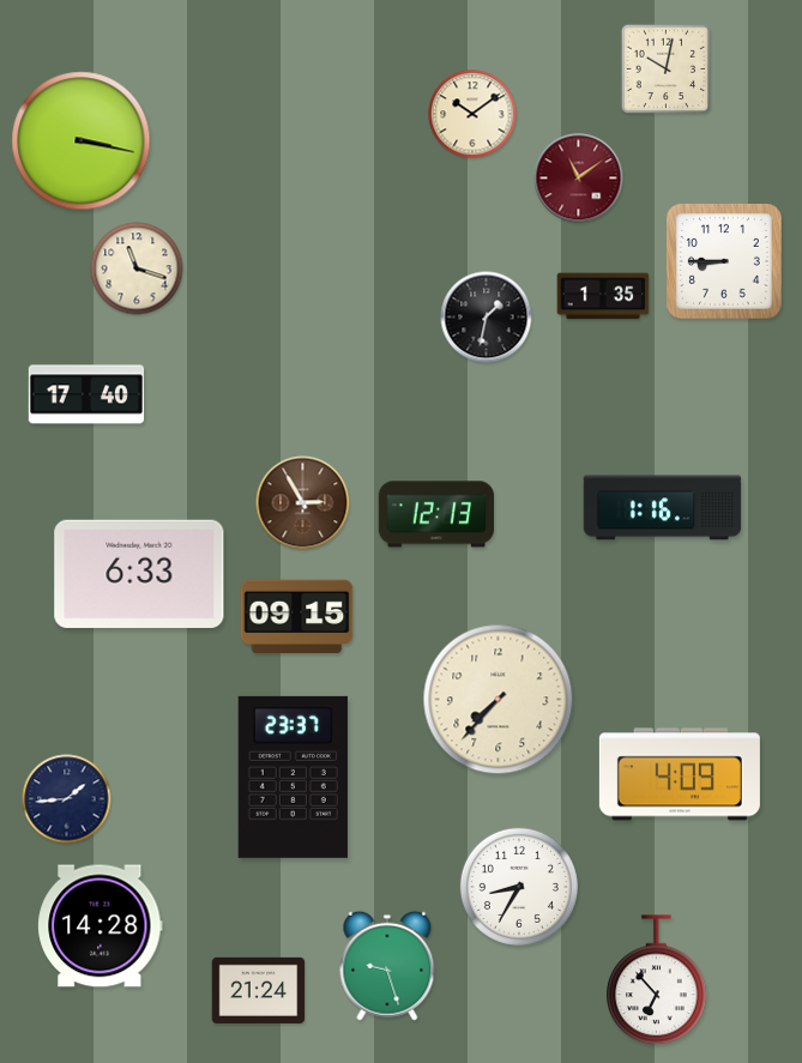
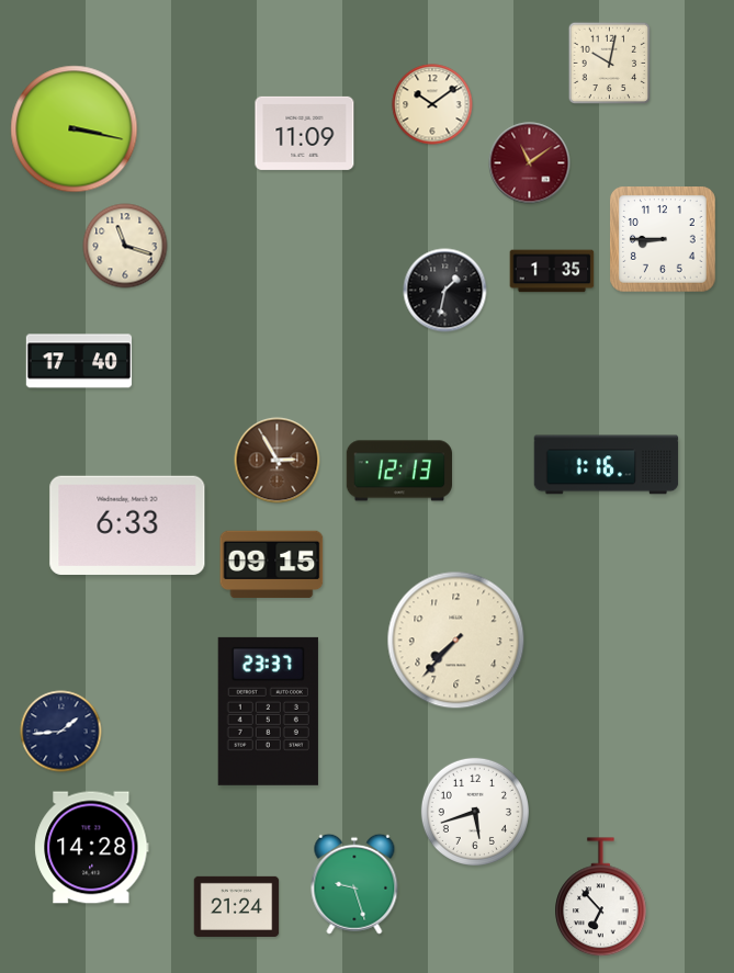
clock at (305, 133): none -> 11:09
clock at (680, 774): 4:09 -> none
clock at (519, 887): 8:35 -> 5:42
